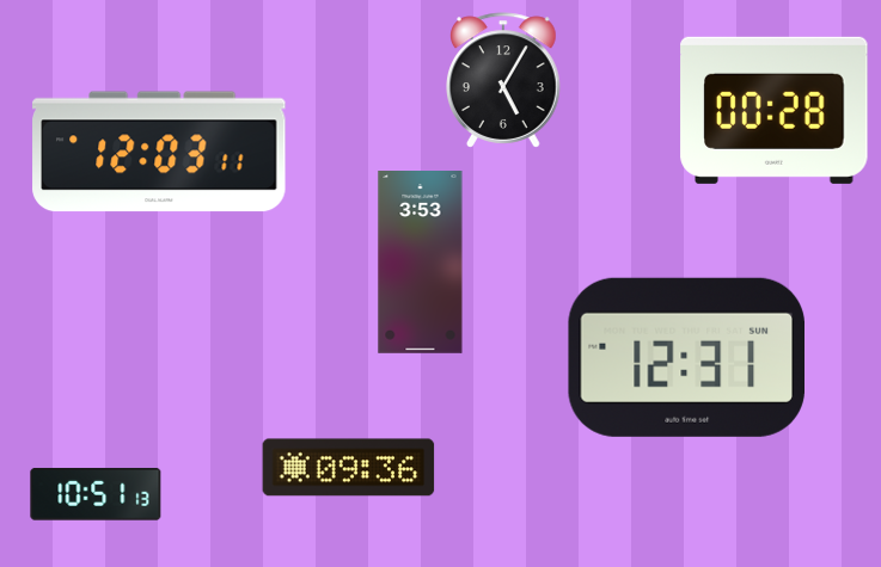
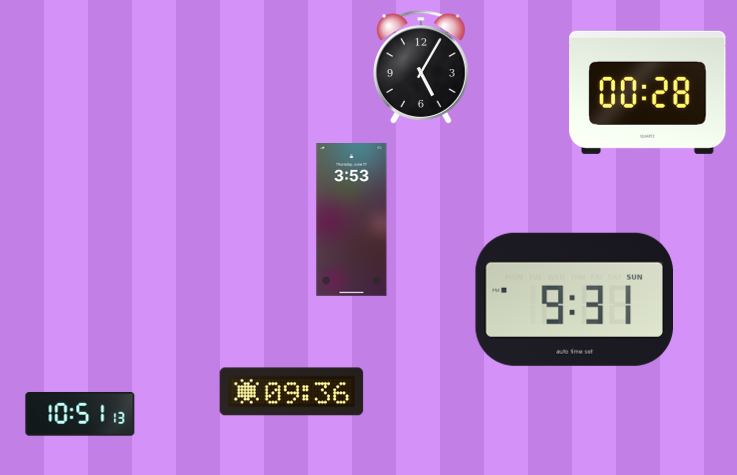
clock at (159, 152): 12:03 -> none
clock at (686, 357): 12:31 -> 9:31
